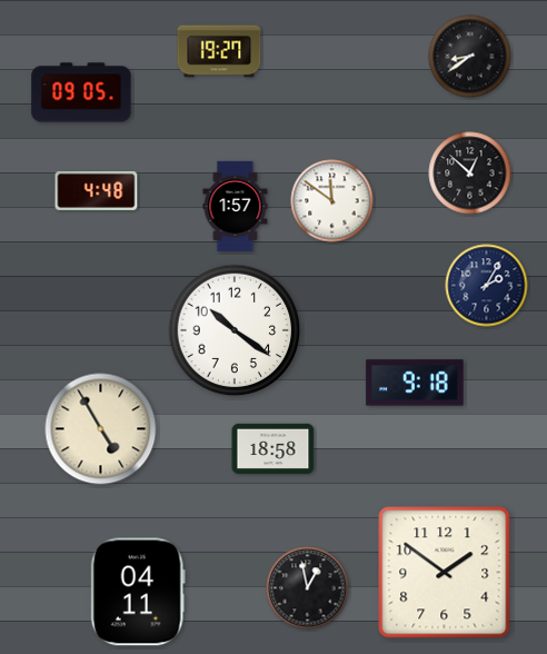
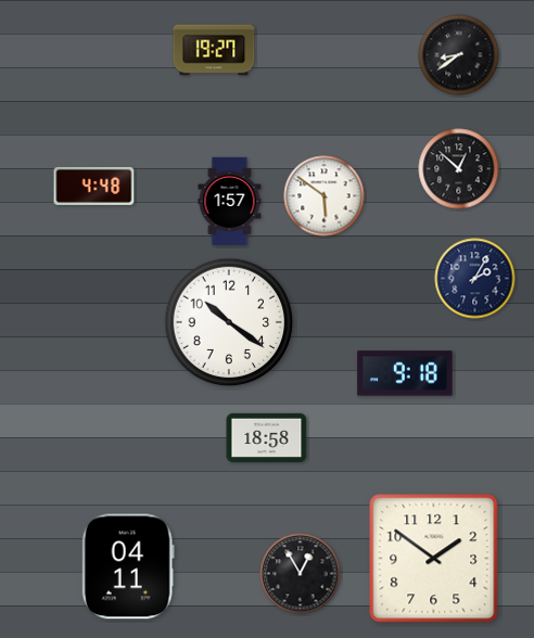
clock at (81, 92): 09:05 -> none
clock at (332, 201): 11:51 -> 5:51
clock at (101, 429): 4:55 -> none
clock at (308, 588): 12:58 -> 12:55
clock at (138, 592) position: (138, 592) -> (128, 566)
